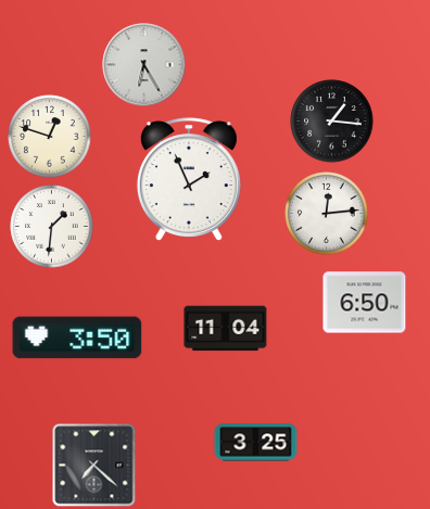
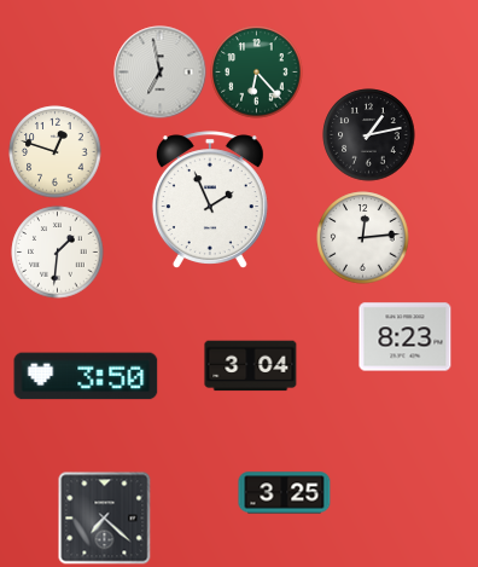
clock at (144, 65): 6:25 -> 6:58
clock at (257, 73): none -> 6:23
clock at (332, 122): 1:16 -> 1:13
clock at (365, 303): 6:50 -> 8:23
clock at (226, 329): 11:04 -> 3:04
